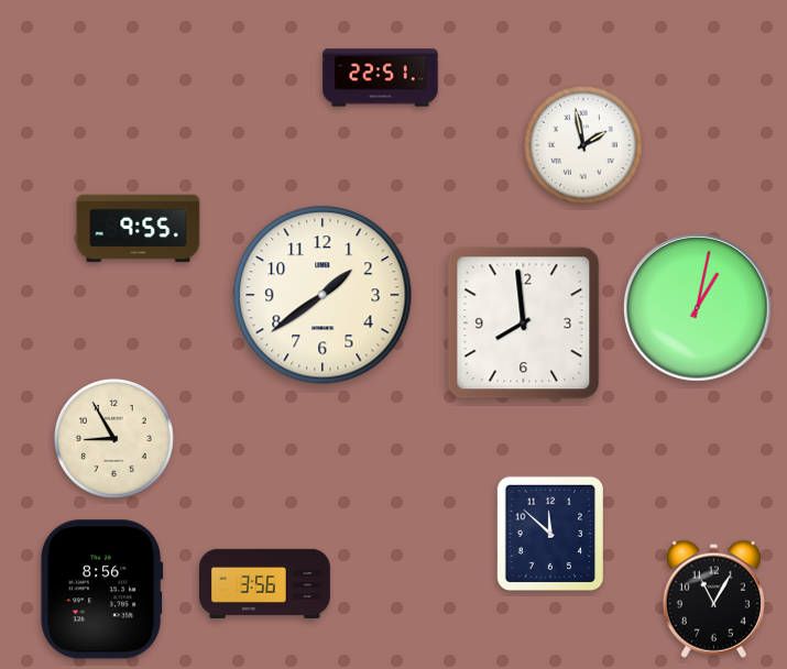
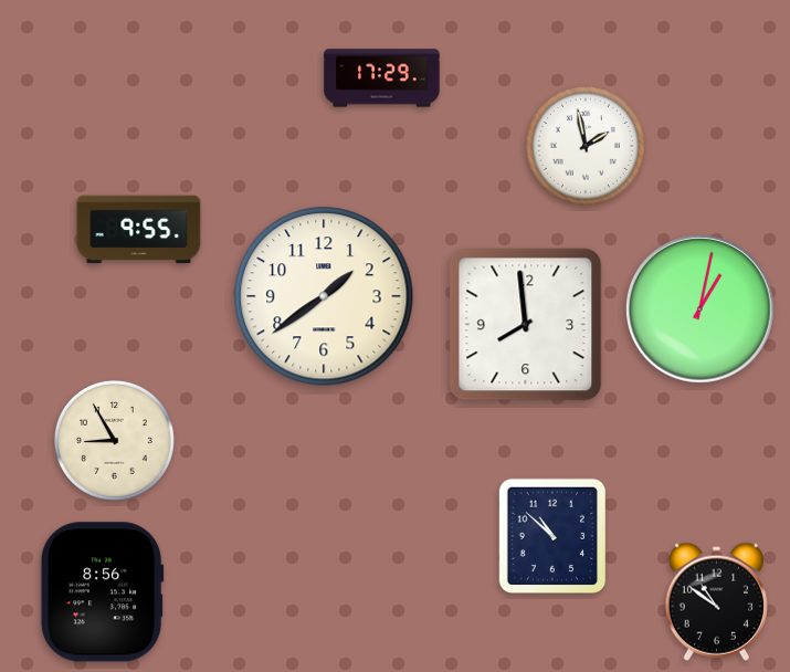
clock at (381, 78): 22:51 -> 17:29
clock at (549, 534): 11:52 -> 10:52
clock at (264, 583): 3:56 -> none
clock at (713, 599): 11:05 -> 10:51
